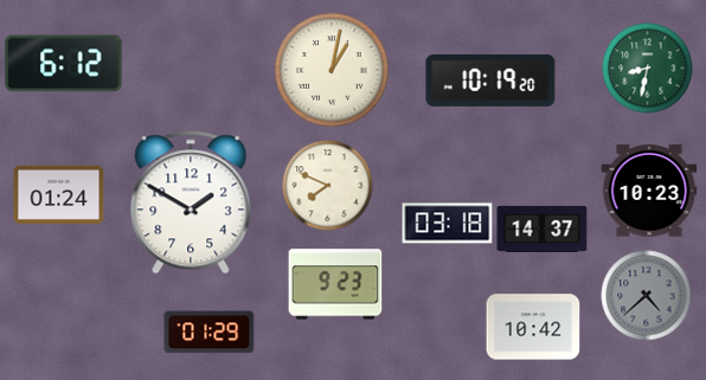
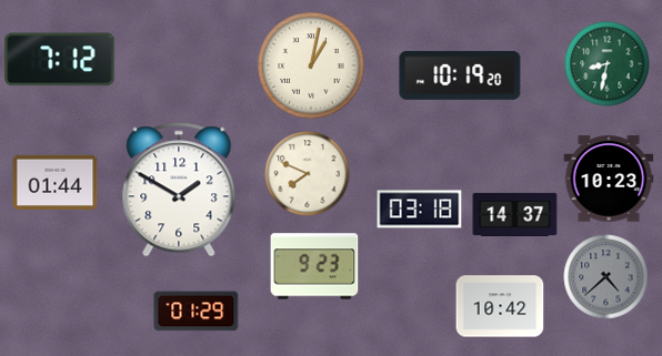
clock at (64, 64): 6:12 -> 7:12
clock at (59, 194): 01:24 -> 01:44
clock at (543, 228) position: (543, 228) -> (515, 214)
